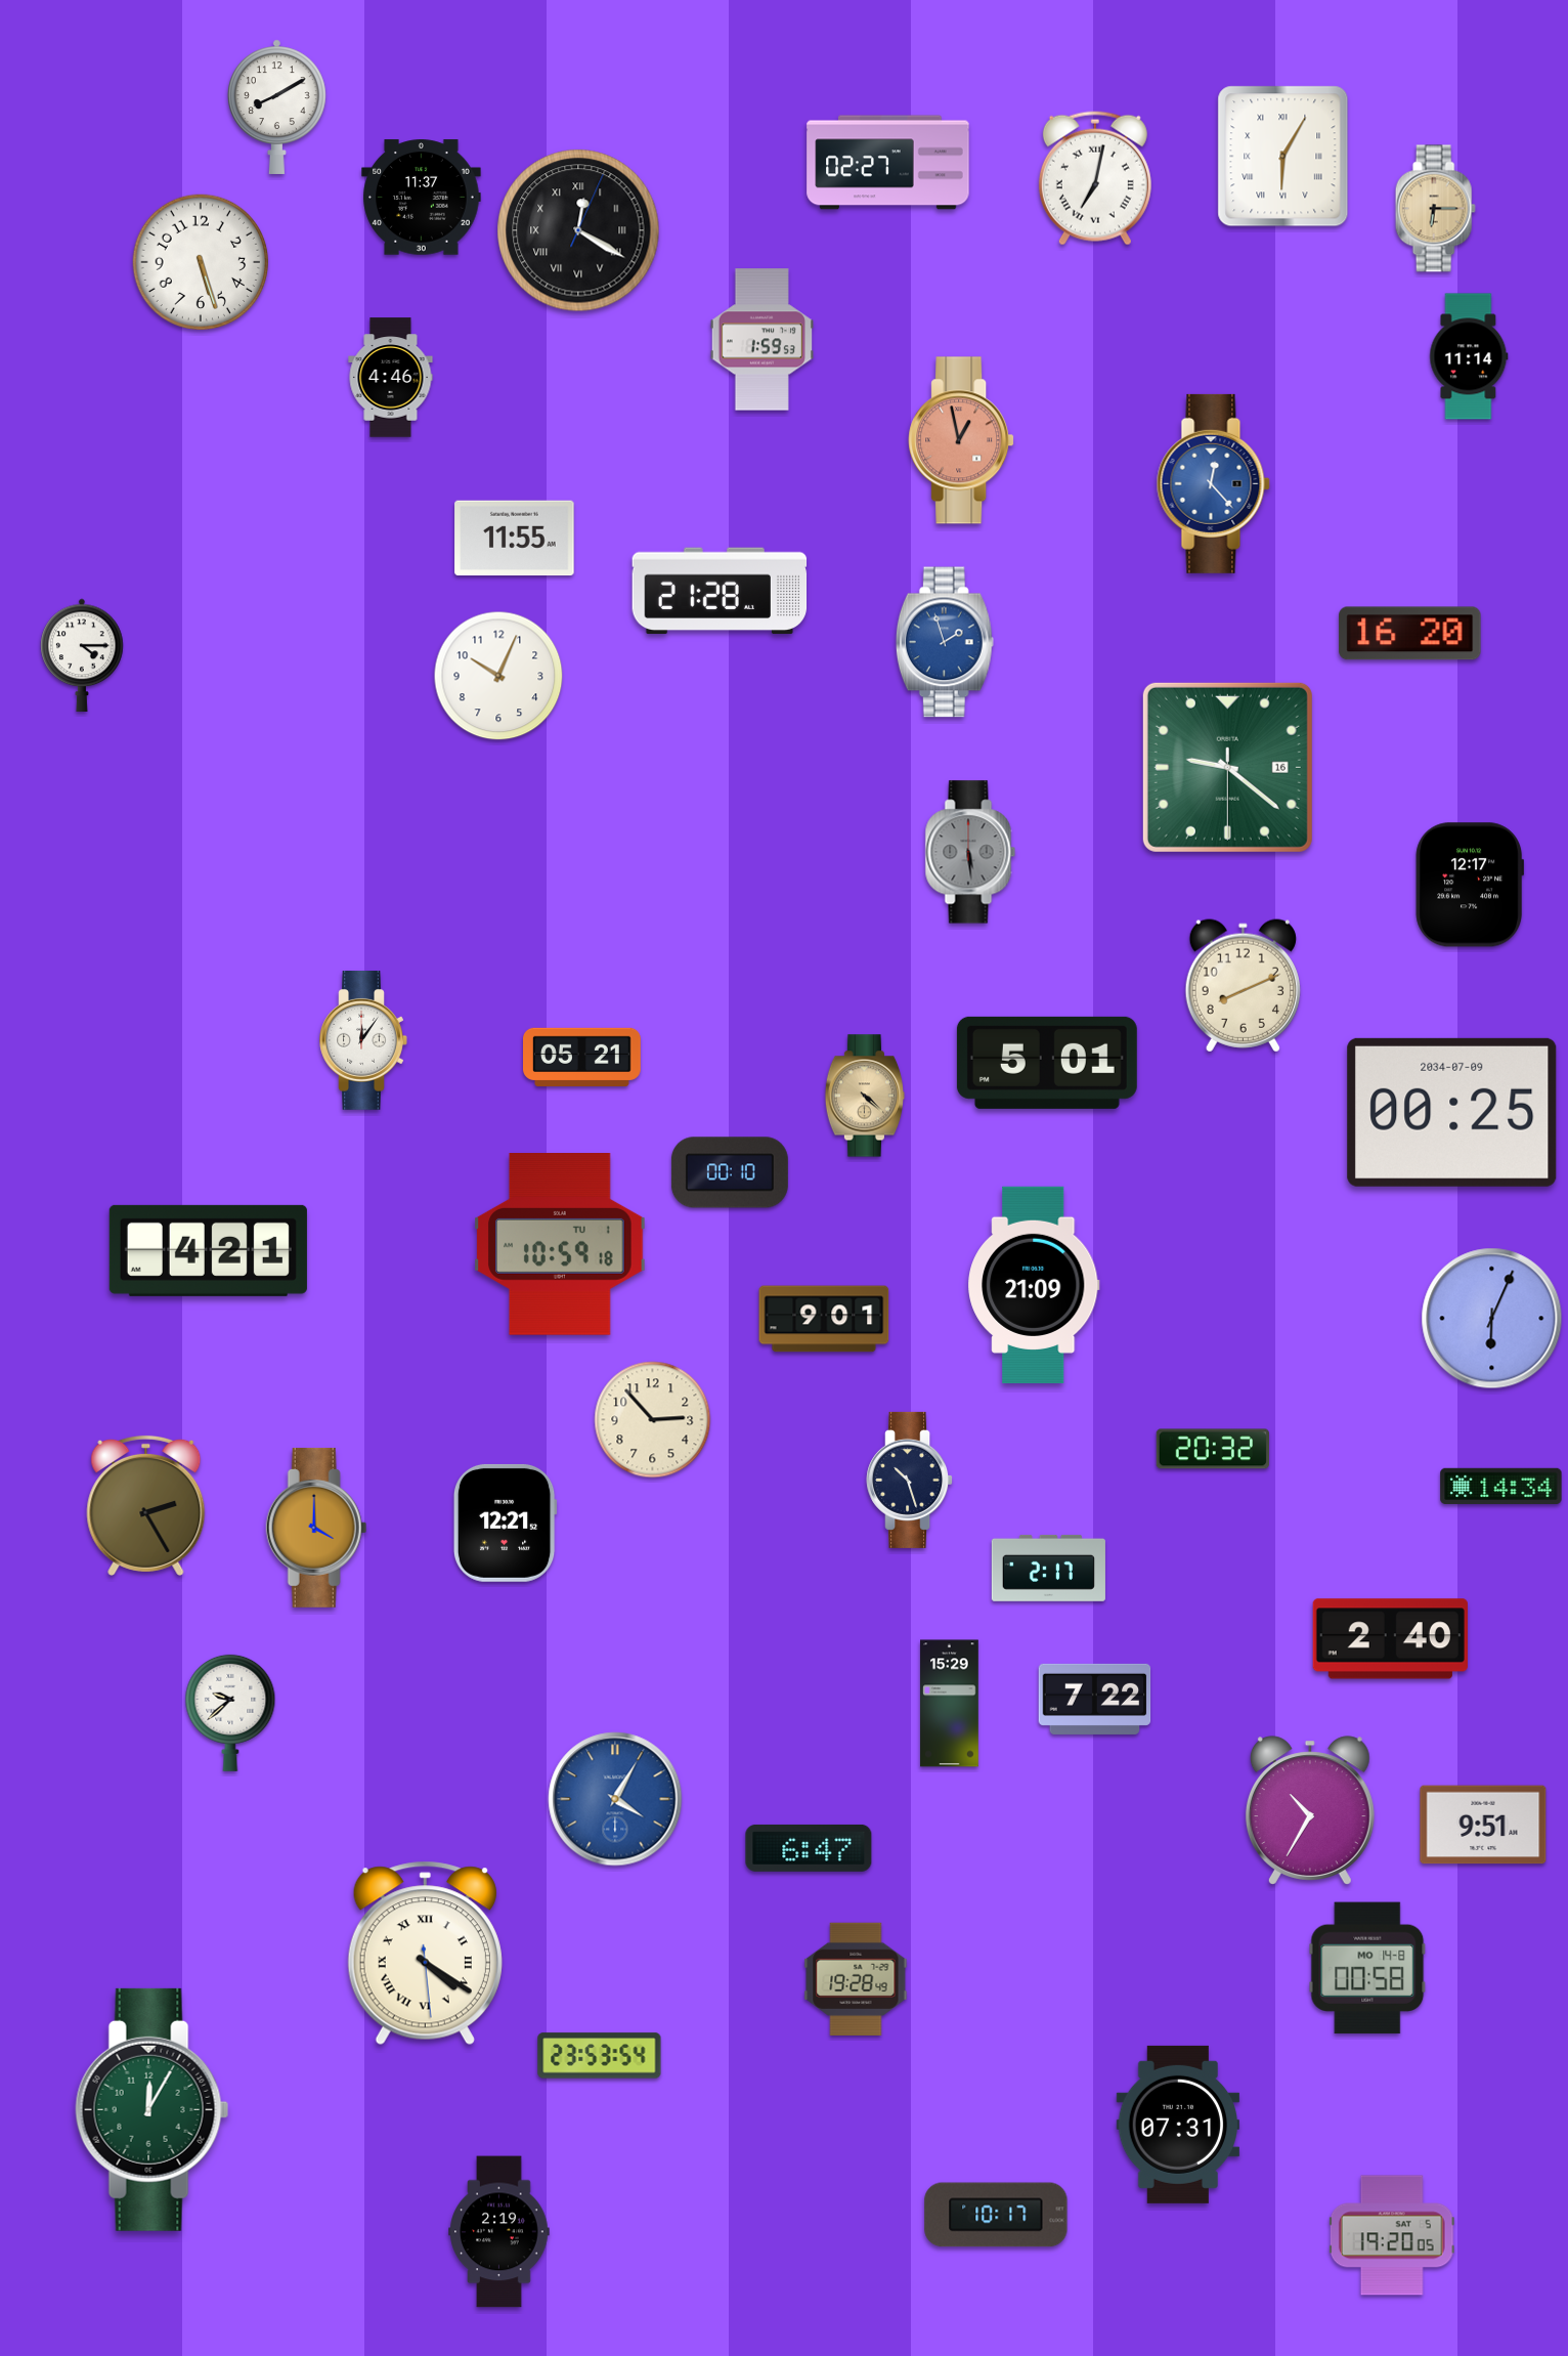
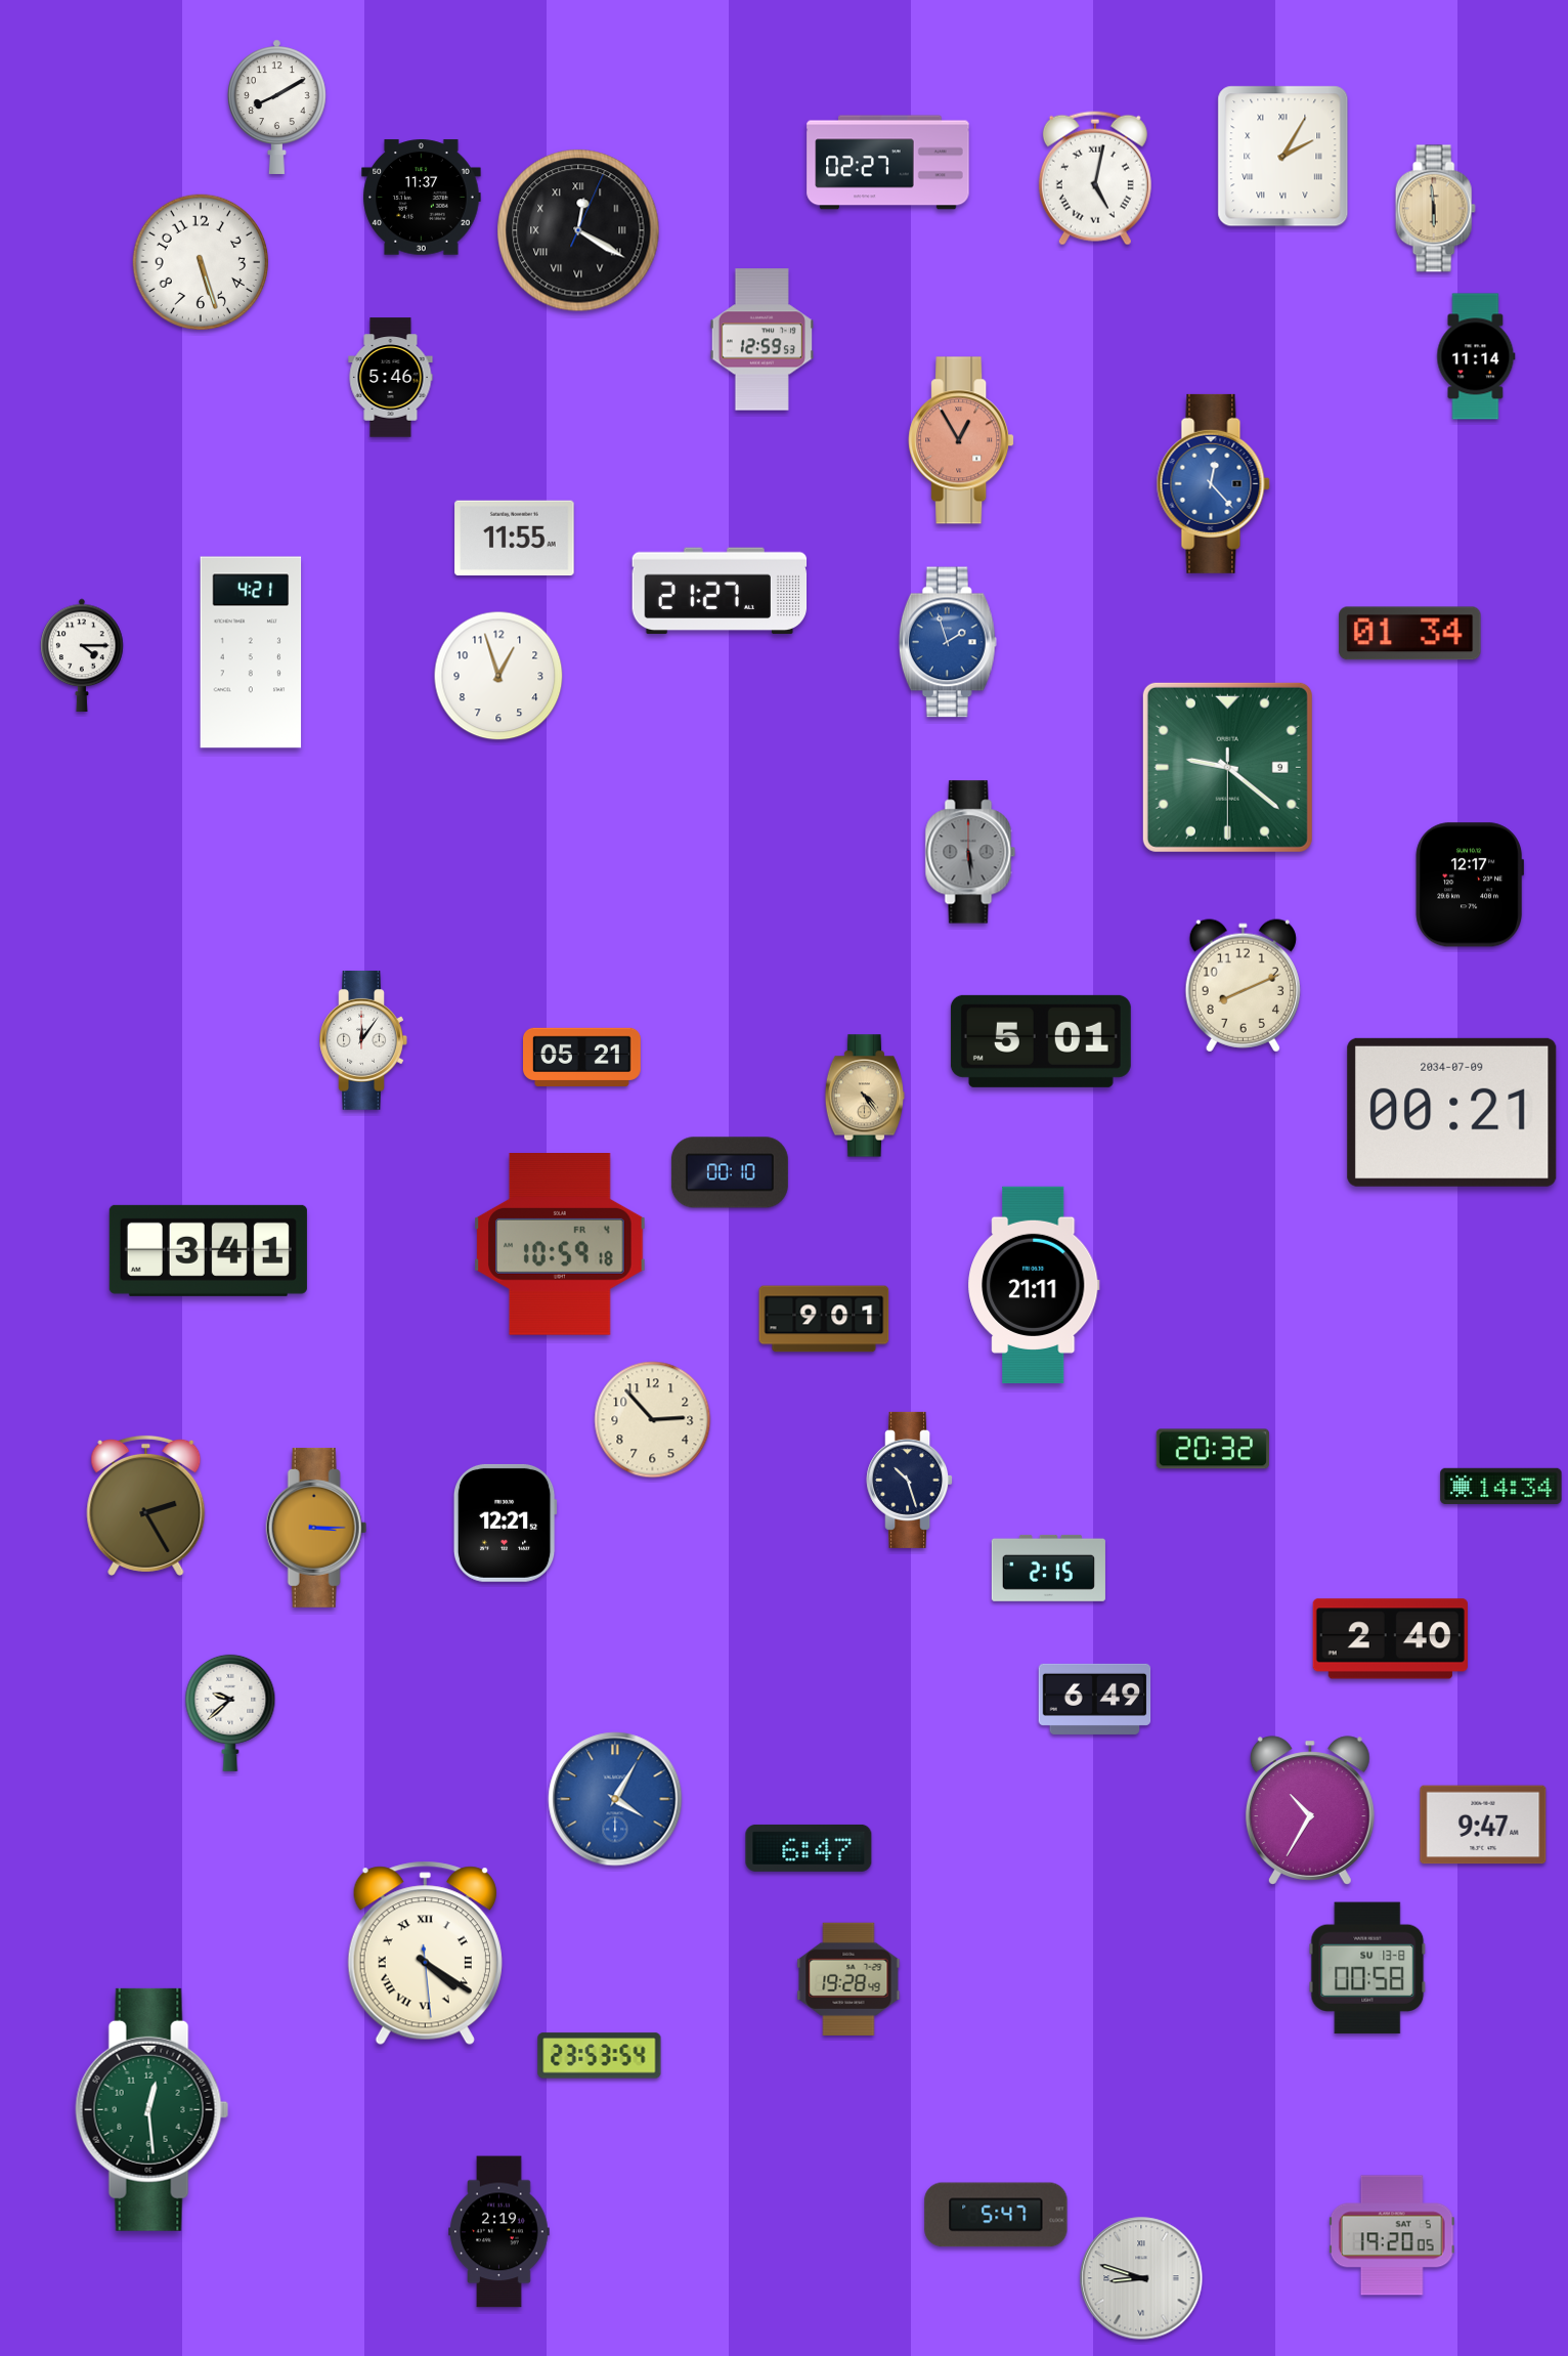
clock at (1283, 157): 6:05 -> 2:05
clock at (1095, 178): 7:02 -> 5:02
clock at (1435, 209): 6:15 -> 5:59
clock at (761, 340): 1:59 -> 12:59
clock at (1469, 356) position: (1469, 356) -> (1476, 356)
clock at (391, 378): 4:46 -> 5:46
clock at (961, 440): 12:58 -> 12:55
clock at (720, 591): 21:28 -> 21:27
clock at (1410, 634): 16:20 -> 01:34
clock at (945, 642) position: (945, 642) -> (948, 642)
clock at (251, 652): none -> 4:21
clock at (498, 676): 10:04 -> 12:57
clock at (1227, 767) date: 16 -> 9
clock at (1047, 1063) position: (1047, 1063) -> (1041, 1041)
clock at (865, 1096): 4:22 -> 4:24
clock at (1452, 1112): 00:25 -> 00:21
clock at (560, 1245) date: TU 1 -> FR 4
clock at (208, 1250): 4:21 -> 3:41
clock at (1034, 1285): 21:09 -> 21:11
clock at (1492, 1319): 6:04 -> none
clock at (316, 1528): 4:00 -> 3:15
clock at (1048, 1568): 2:17 -> 2:15
clock at (1095, 1699): 7:22 -> 6:49
clock at (950, 1704): 15:29 -> none
clock at (1483, 1825): 9:51 -> 9:47
clock at (1367, 1968) date: MO 14-8 -> SU 13-8
clock at (856, 1979) position: (856, 1979) -> (848, 1979)
clock at (153, 2109): 12:05 -> 12:29
clock at (1178, 2125): 07:31 -> none
clock at (996, 2215): 10:17 -> 5:47
clock at (1141, 2278): none -> 8:48
